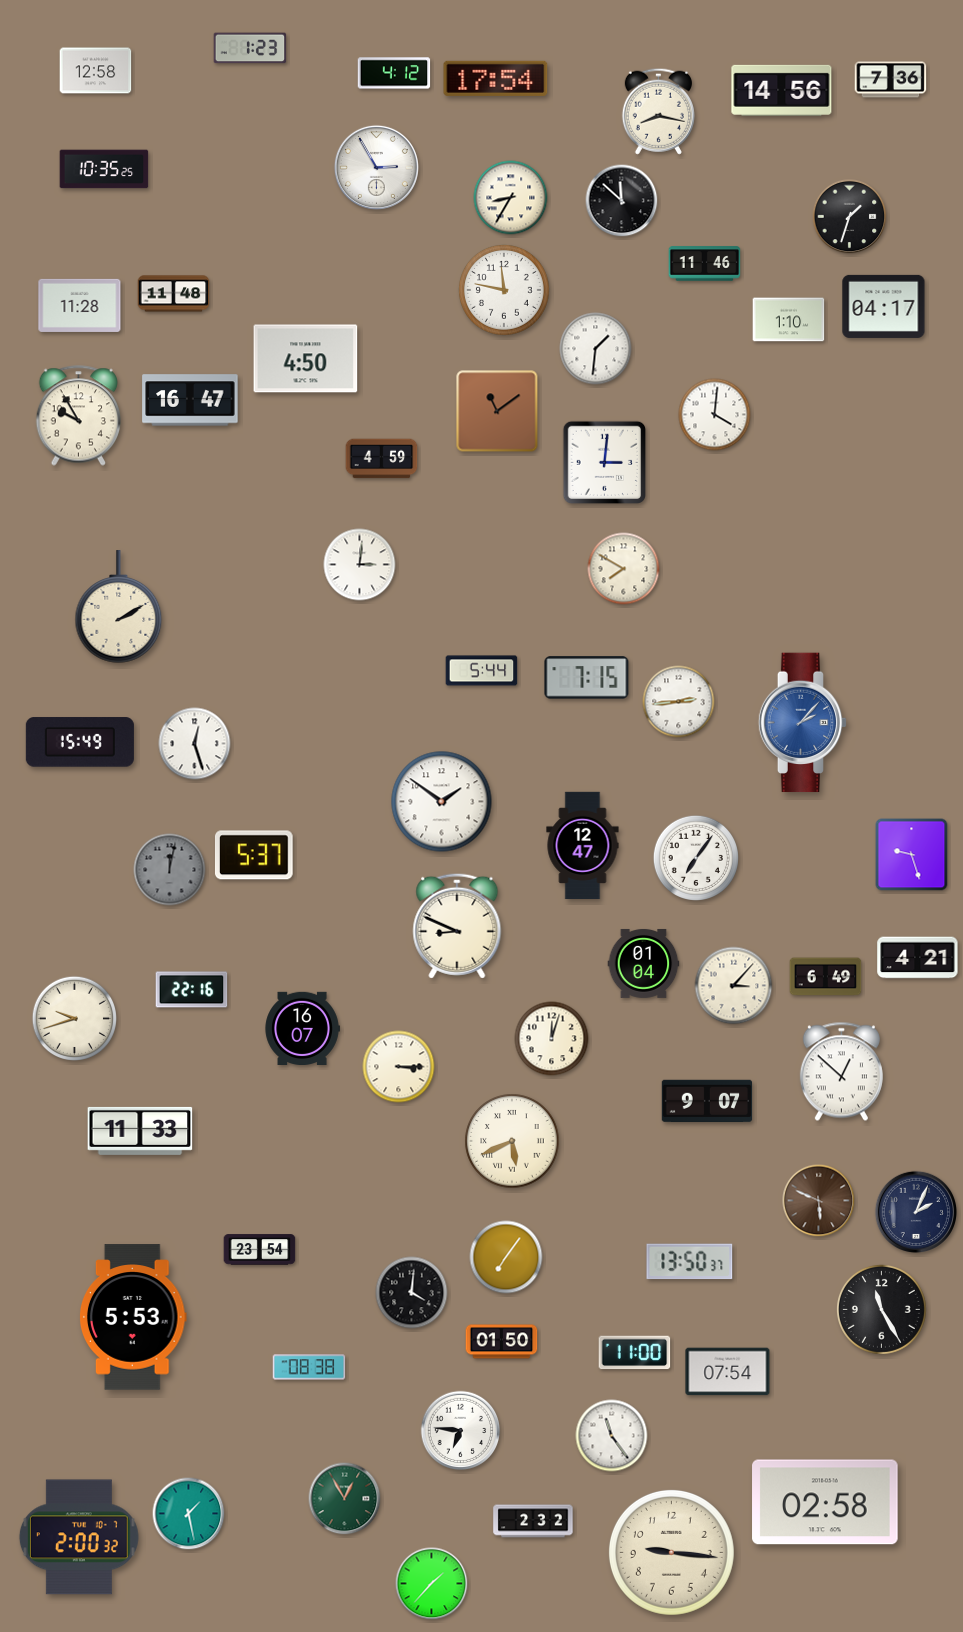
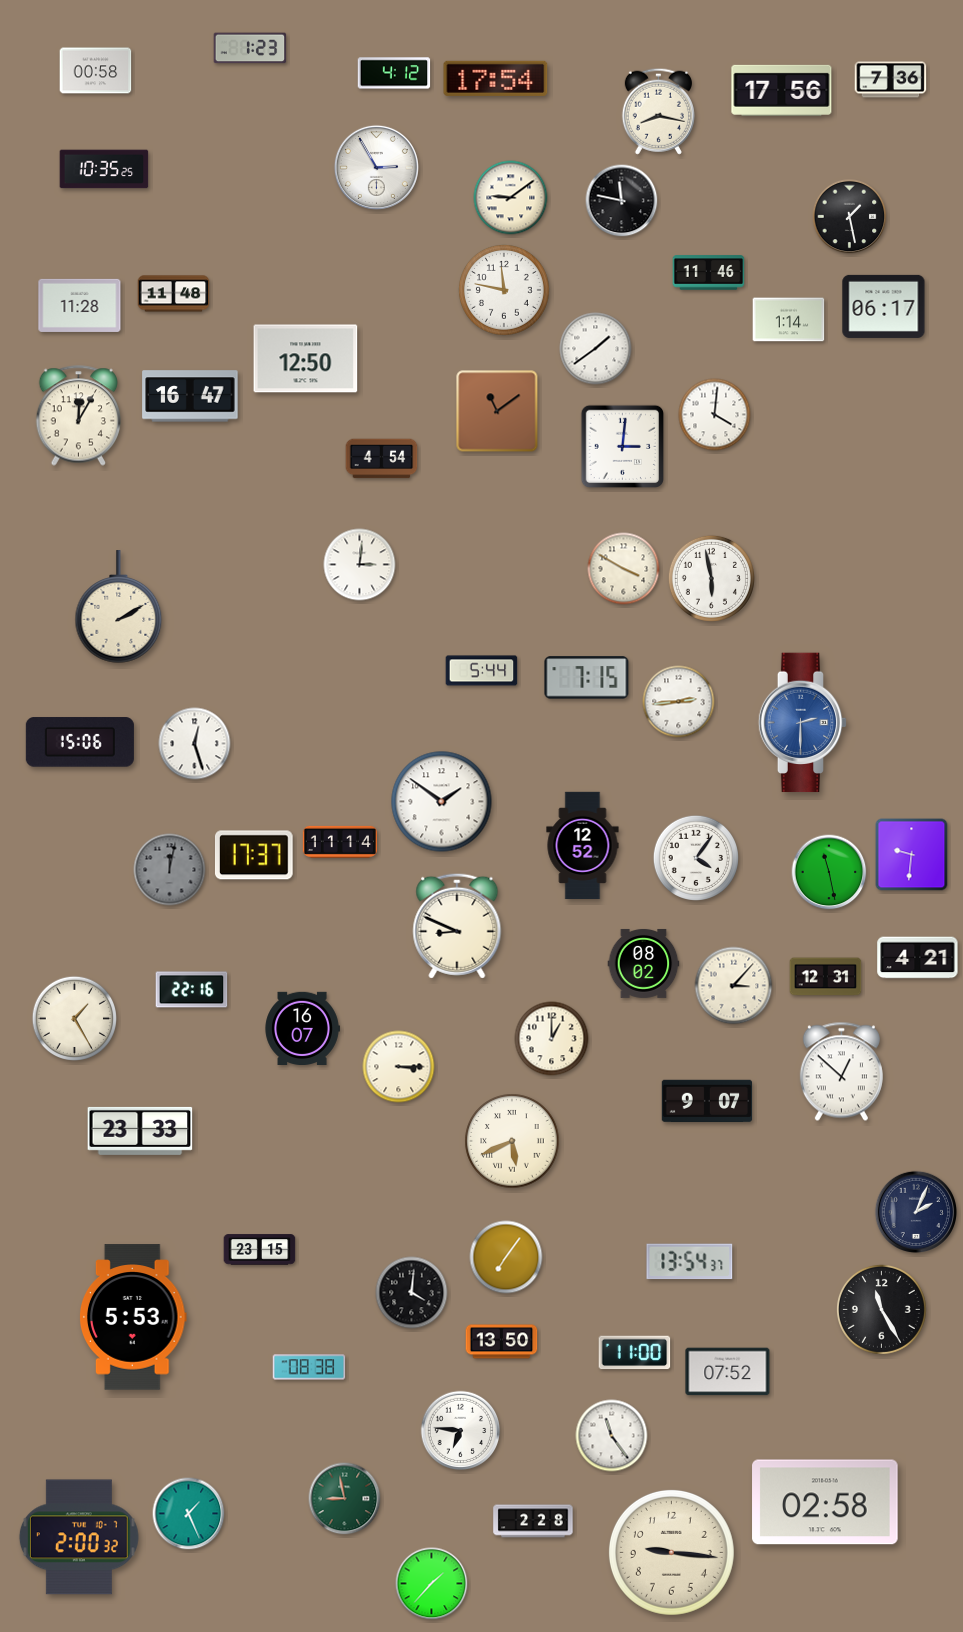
clock at (96, 71): 12:58 -> 00:58
clock at (782, 90): 14:56 -> 17:56
clock at (511, 198): 8:35 -> 9:09
clock at (622, 201): 11:52 -> 11:47
clock at (850, 217): 1:33 -> 1:28
clock at (705, 264) position: (705, 264) -> (709, 273)
clock at (884, 306): 04:17 -> 06:17
clock at (789, 320): 1:10 -> 1:14
clock at (596, 349): 1:31 -> 1:39
clock at (306, 359): 4:50 -> 12:50
clock at (190, 400) position: (190, 400) -> (190, 396)
clock at (79, 416): 9:55 -> 12:05
clock at (382, 459): 4:59 -> 4:54
clock at (605, 463) position: (605, 463) -> (623, 447)
clock at (624, 569): 7:50 -> 3:50
clock at (711, 578): none -> 5:58
clock at (803, 723): 2:07 -> 2:30
clock at (80, 742): 15:49 -> 15:06
clock at (339, 842): none -> 11:14
clock at (583, 846): 12:47 -> 12:52
clock at (254, 855): 5:37 -> 17:37
clock at (912, 855): 9:27 -> 9:31
clock at (696, 858): 7:06 -> 4:06
clock at (829, 872): none -> 11:28
clock at (644, 963): 01:04 -> 08:02
clock at (826, 977): 6:49 -> 12:31
clock at (74, 1018): 9:42 -> 1:25
clock at (552, 1039): 12:03 -> 1:00
clock at (140, 1131): 11:33 -> 23:33
clock at (819, 1201): 5:49 -> none
clock at (260, 1250): 23:54 -> 23:15
clock at (690, 1262): 13:50 -> 13:54
clock at (502, 1342): 01:50 -> 13:50
clock at (728, 1372): 07:54 -> 07:52
clock at (345, 1499): 12:55 -> 8:58
clock at (189, 1514): 1:28 -> 1:26
clock at (533, 1521): 2:32 -> 2:28
